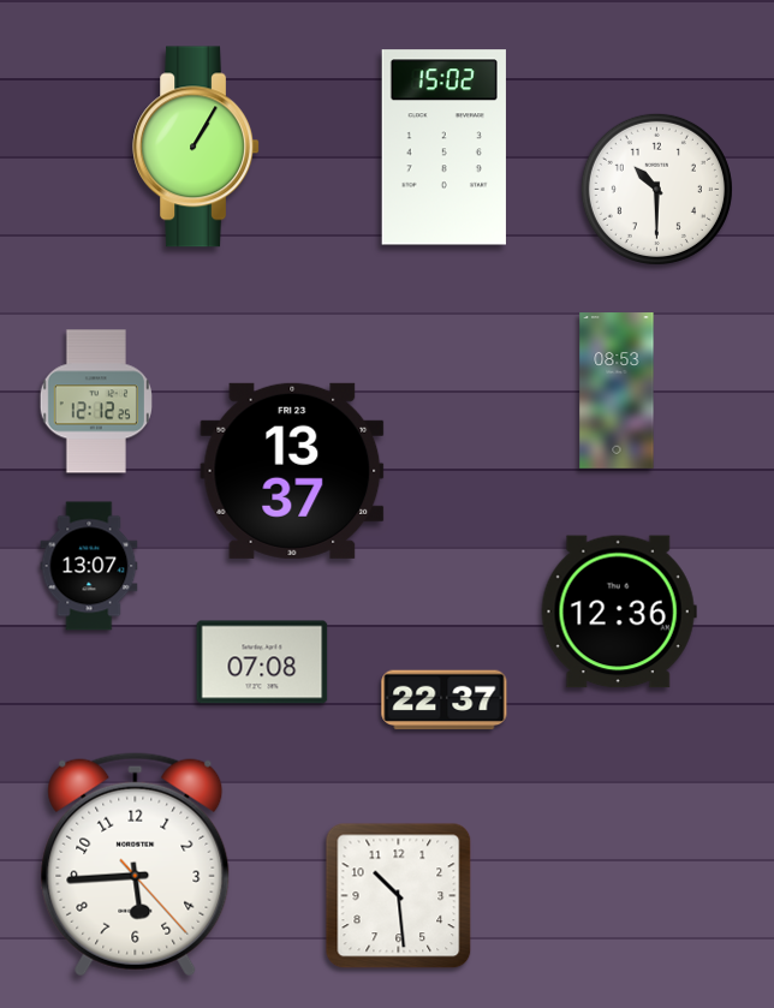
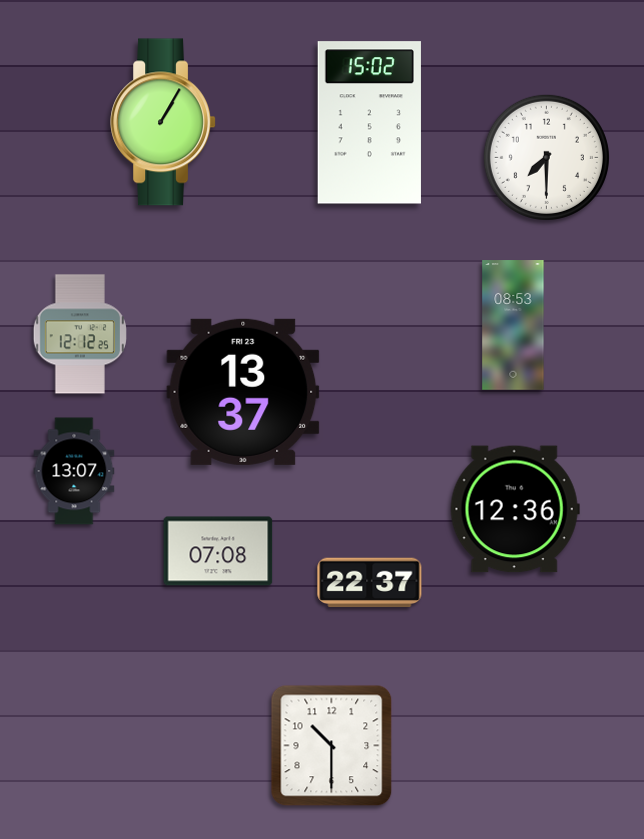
clock at (656, 189): 10:30 -> 7:30
clock at (136, 864): 5:44 -> none
clock at (399, 896): 10:29 -> 10:30
